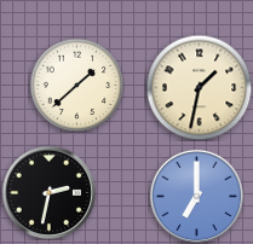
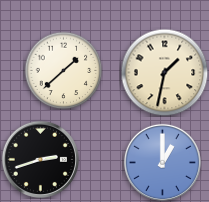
clock at (48, 192): 2:32 -> 2:42
clock at (196, 196): 7:00 -> 1:00
